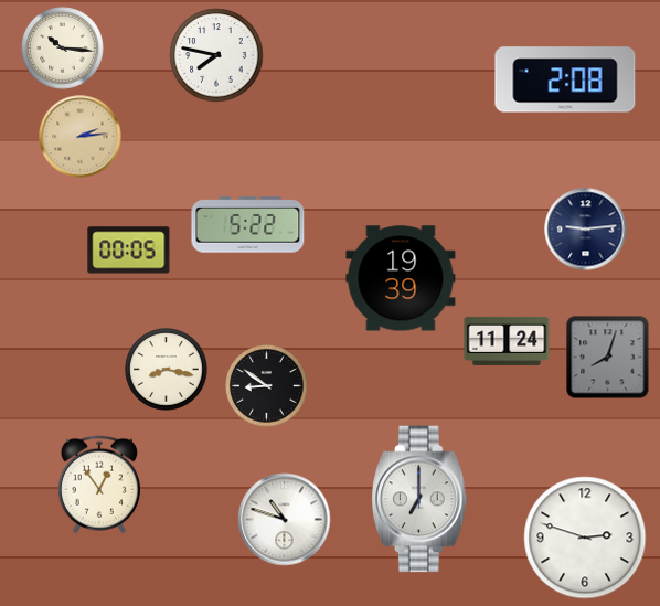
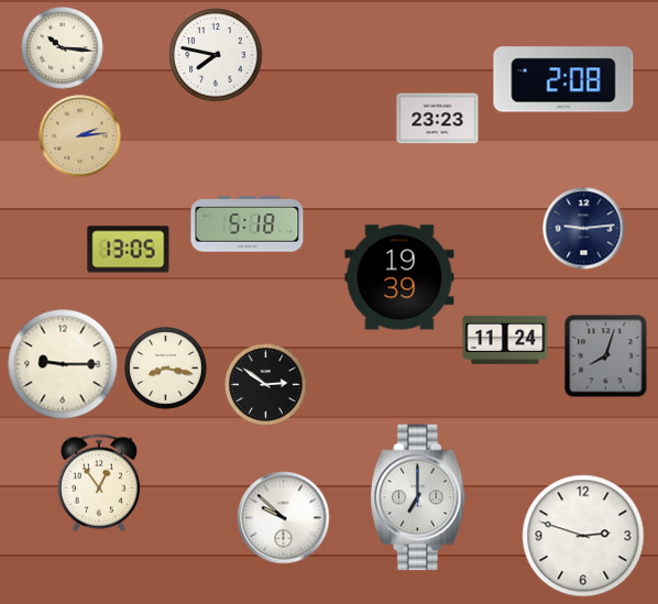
clock at (438, 119): none -> 23:23
clock at (248, 225): 5:22 -> 5:18
clock at (129, 251): 00:05 -> 13:05
clock at (63, 364): none -> 9:15
clock at (267, 386): 8:51 -> 2:51
clock at (285, 520): 10:48 -> 9:52
